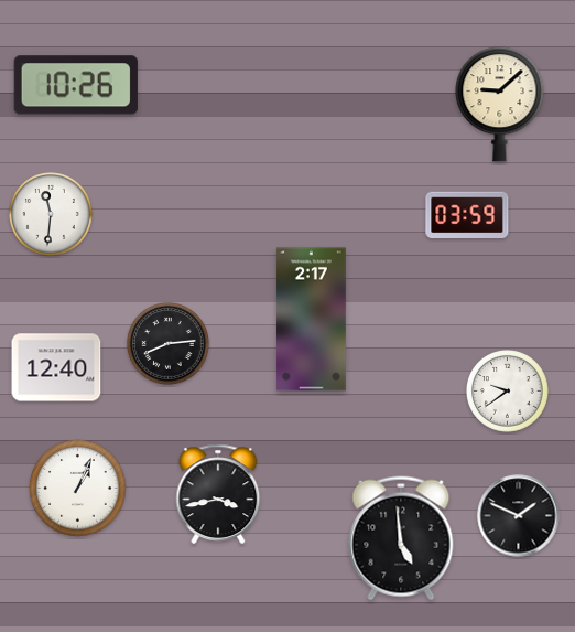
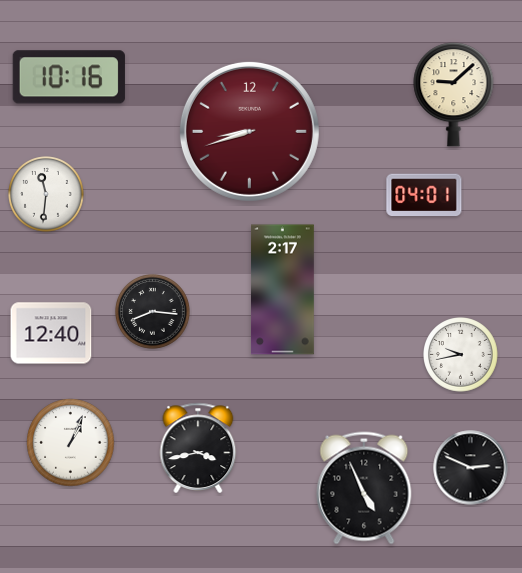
clock at (76, 85): 10:26 -> 10:16
clock at (249, 131): none -> 8:42
clock at (467, 215): 03:59 -> 04:01
clock at (169, 344): 8:14 -> 8:16
clock at (508, 392): 9:39 -> 9:43
clock at (519, 516): 1:49 -> 2:49
clock at (401, 538): 4:59 -> 4:56
